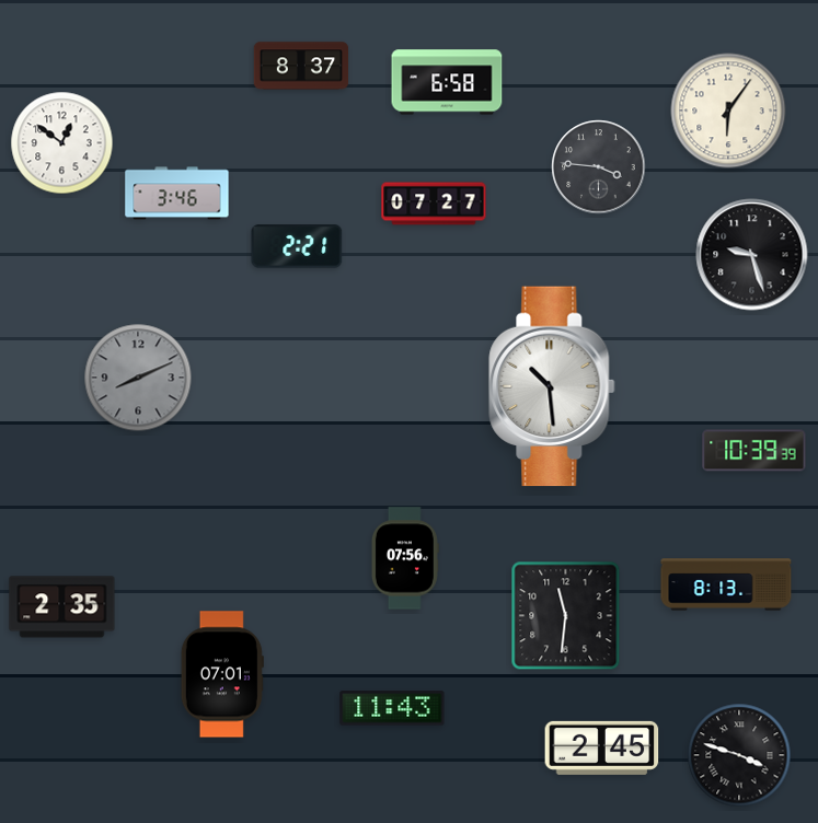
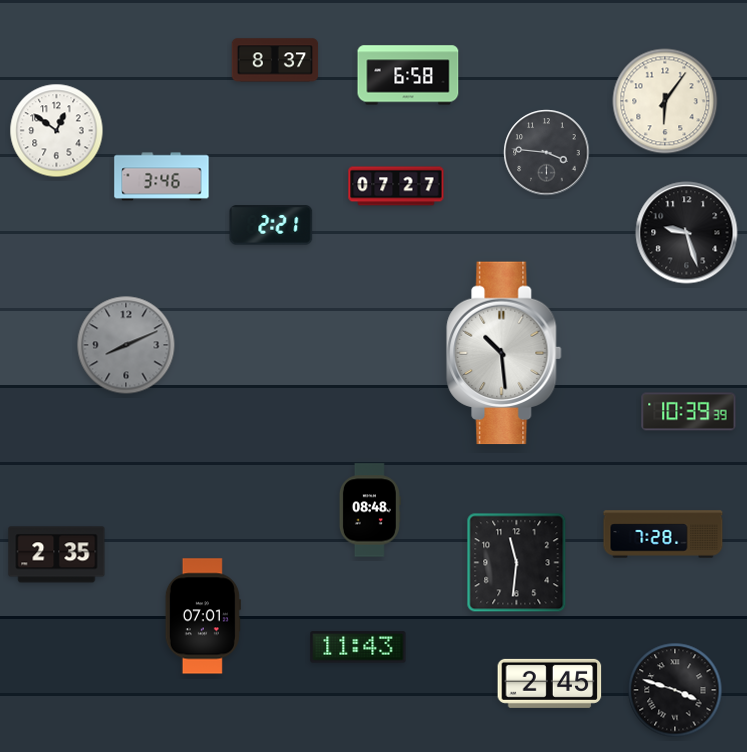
clock at (405, 558): 07:56 -> 08:48
clock at (726, 584): 8:13 -> 7:28
